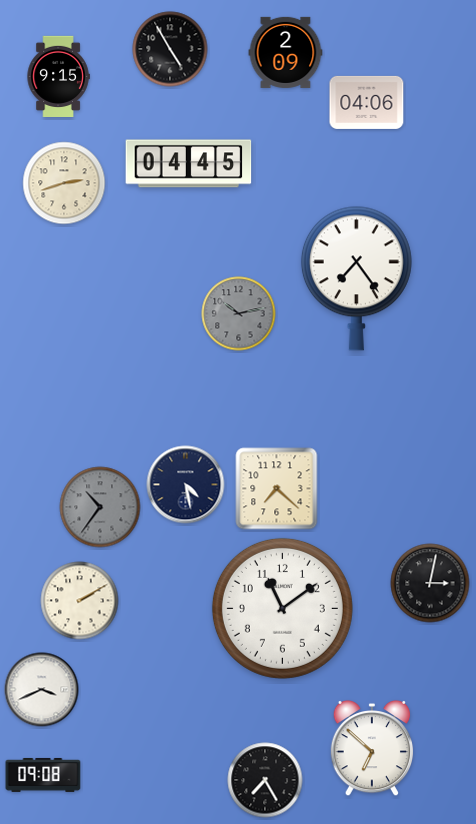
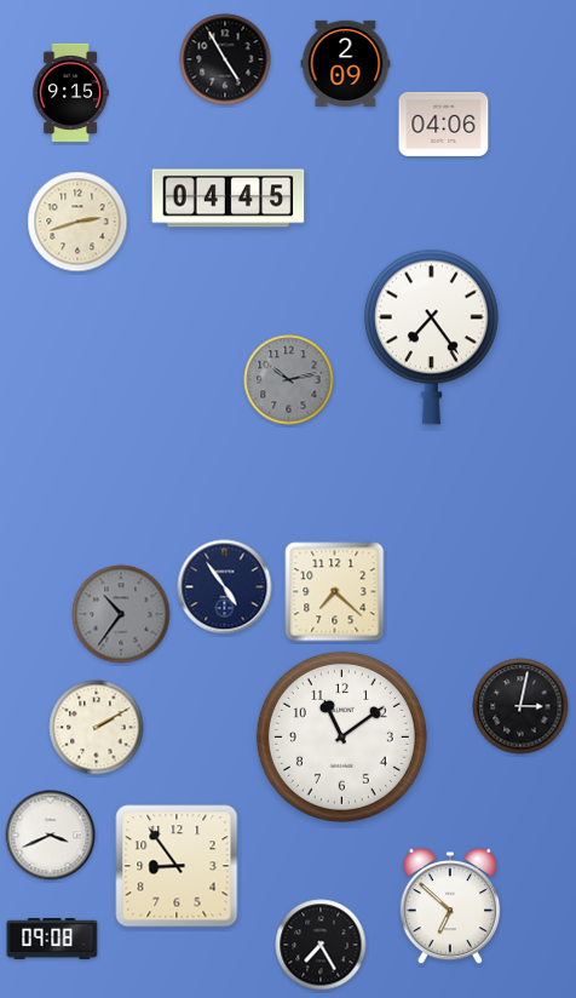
clock at (170, 49) position: (170, 49) -> (225, 59)
clock at (186, 485): 4:28 -> 4:54
clock at (177, 866): none -> 8:54
